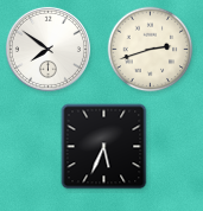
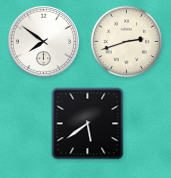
clock at (47, 49) position: (47, 49) -> (43, 41)
clock at (104, 147): 5:34 -> 5:39
